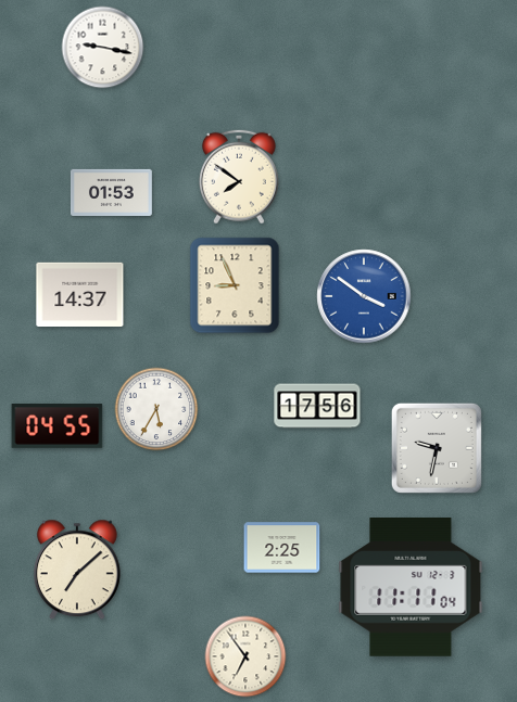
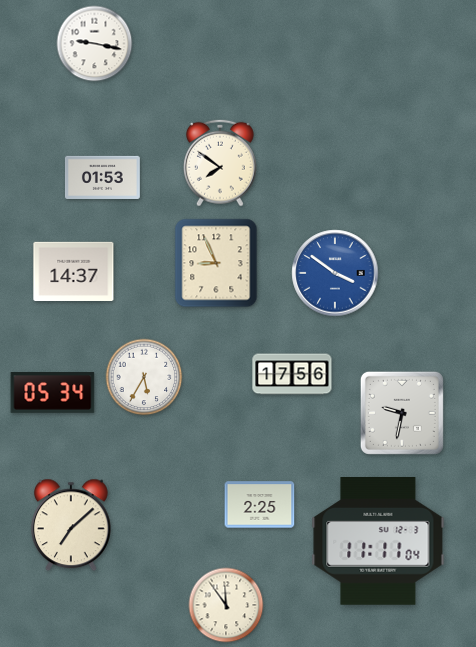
clock at (58, 426): 04:55 -> 05:34
clock at (245, 656): 6:54 -> 11:54
